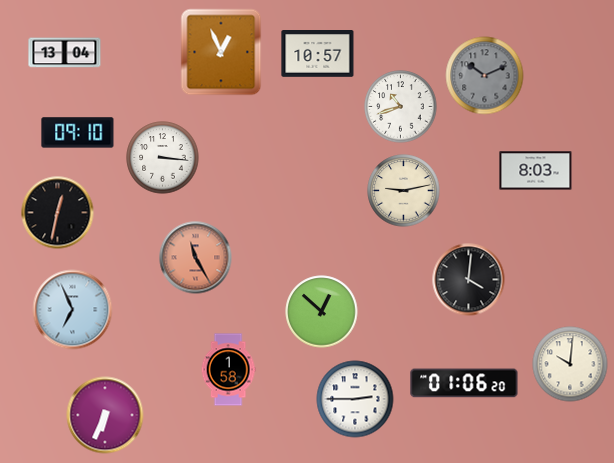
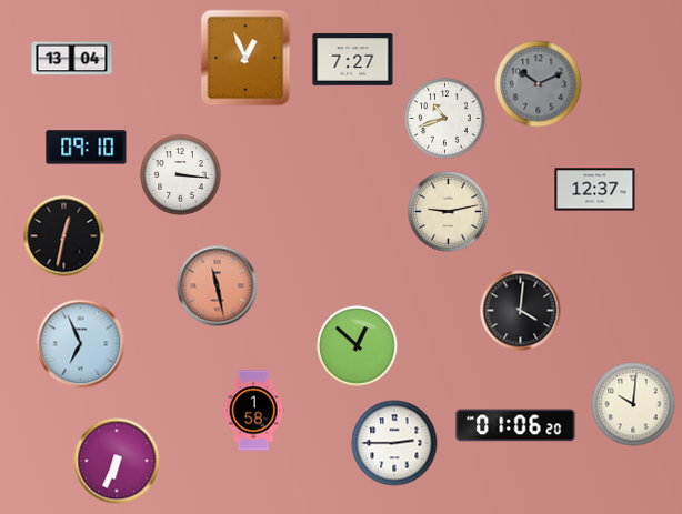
clock at (318, 54): 10:57 -> 7:27
clock at (536, 171): 8:03 -> 12:37
clock at (196, 258): 11:25 -> 11:28
